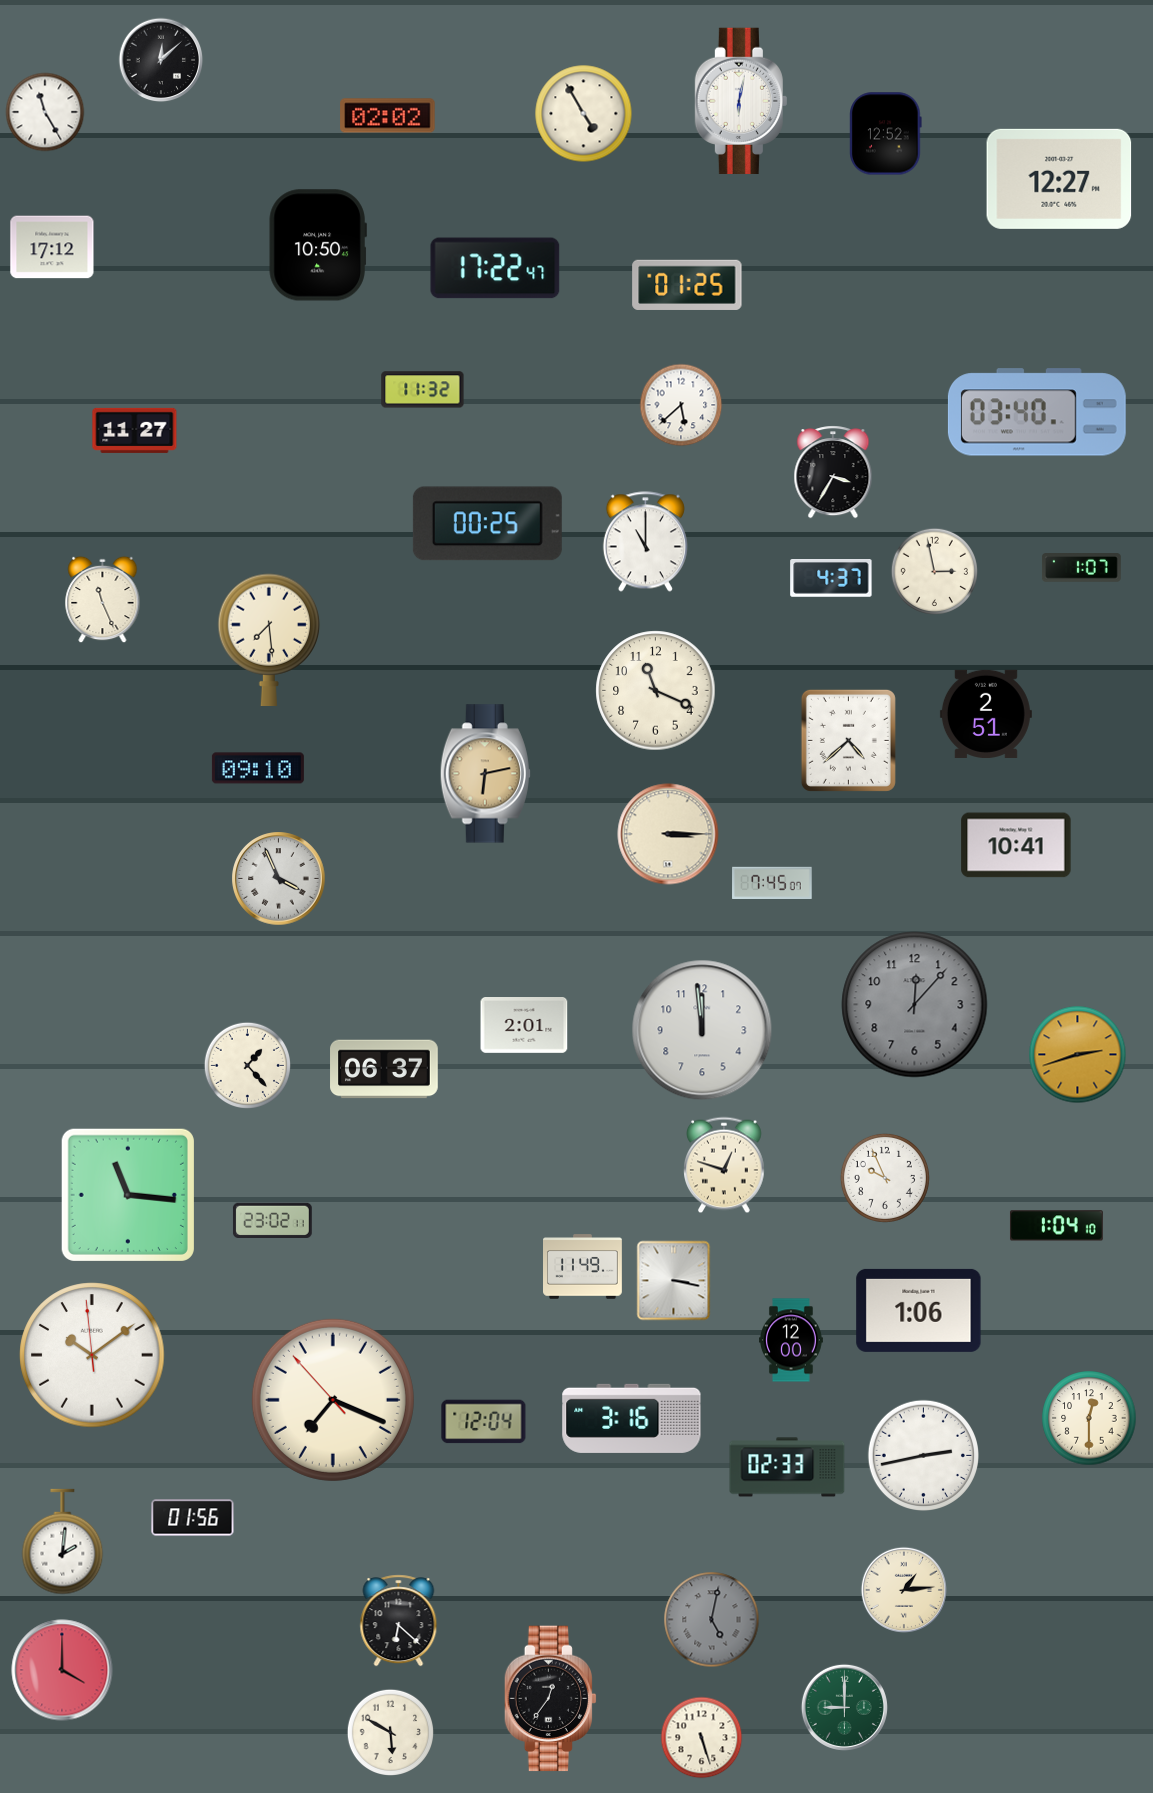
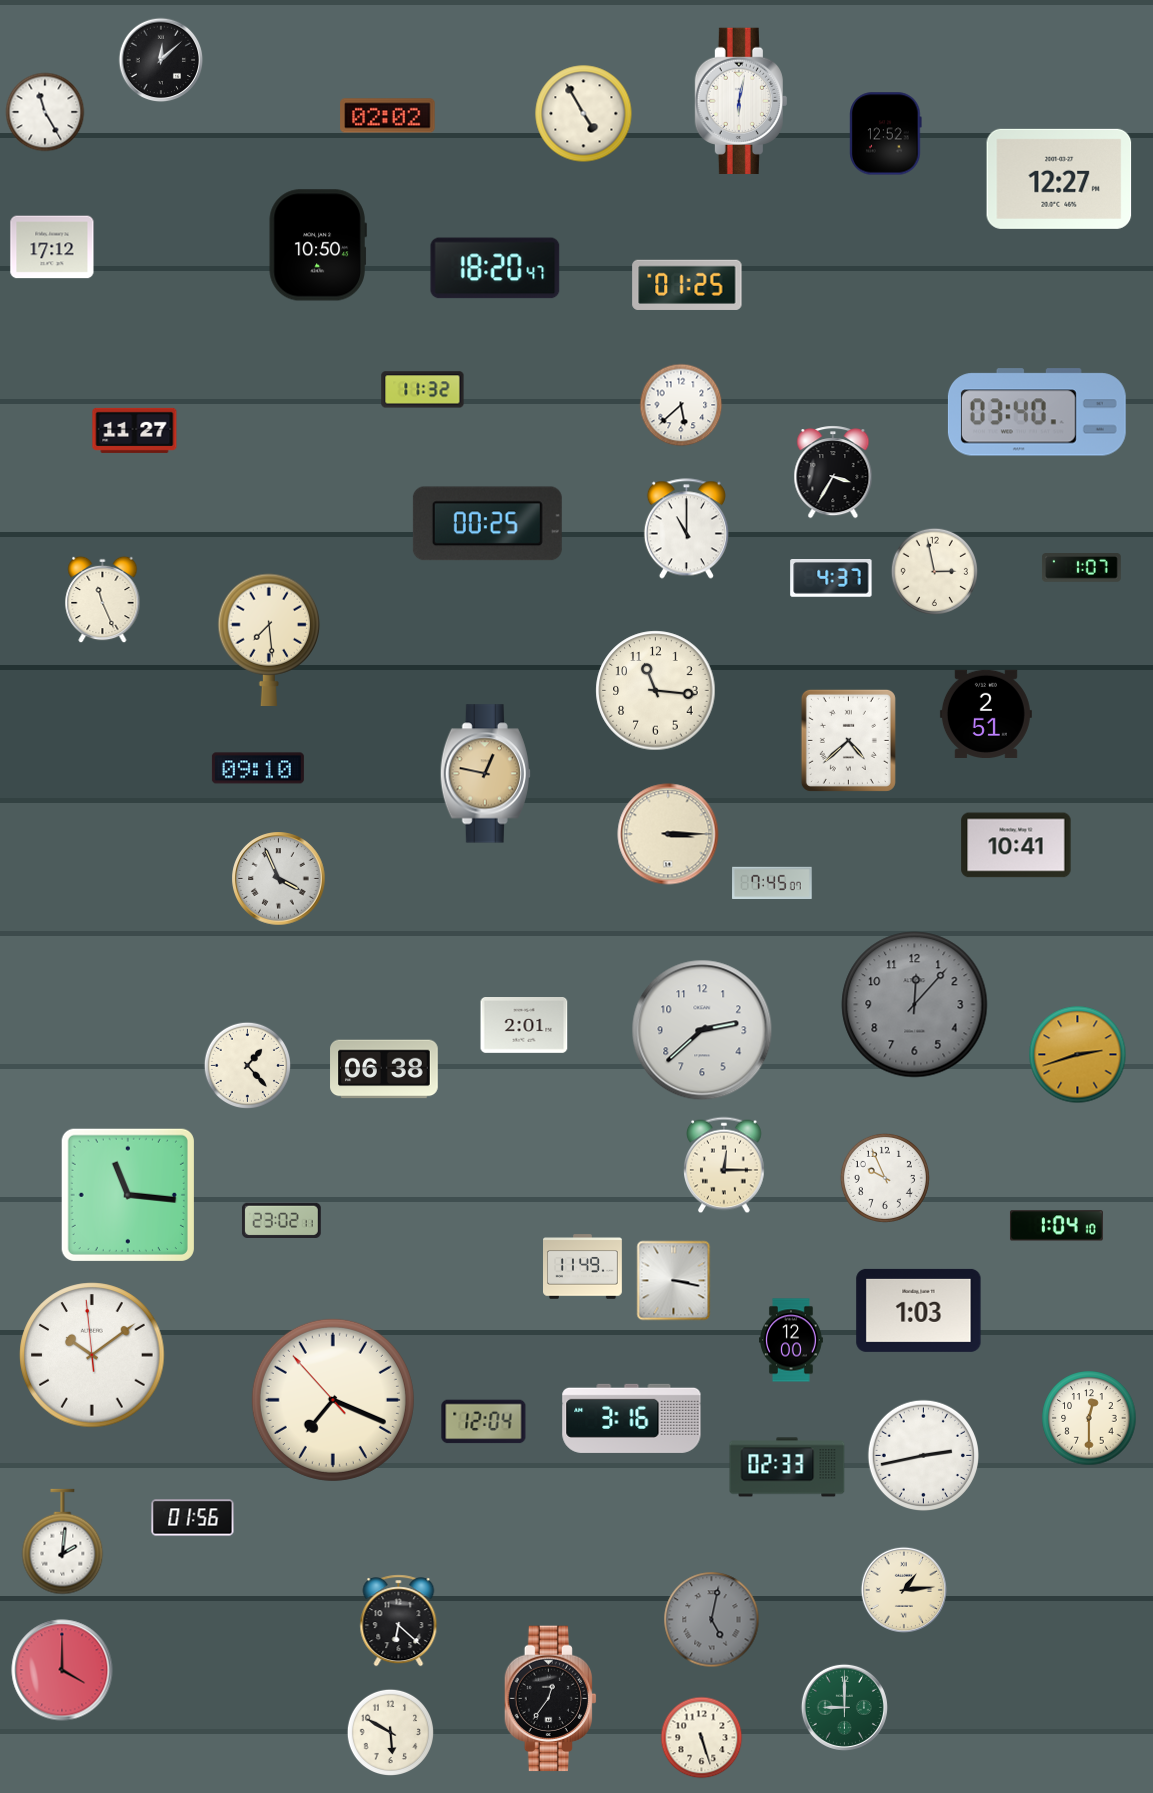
clock at (495, 268): 17:22 -> 18:20
clock at (645, 542) position: (645, 542) -> (686, 529)
clock at (656, 691): 11:19 -> 11:16
clock at (485, 774): 6:13 -> 12:47
clock at (702, 1030): 11:59 -> 2:38
clock at (384, 1069): 06:37 -> 06:38
clock at (724, 1165): 12:48 -> 12:15
clock at (272, 1220) position: (272, 1220) -> (281, 1220)
clock at (919, 1310): 1:06 -> 1:03
